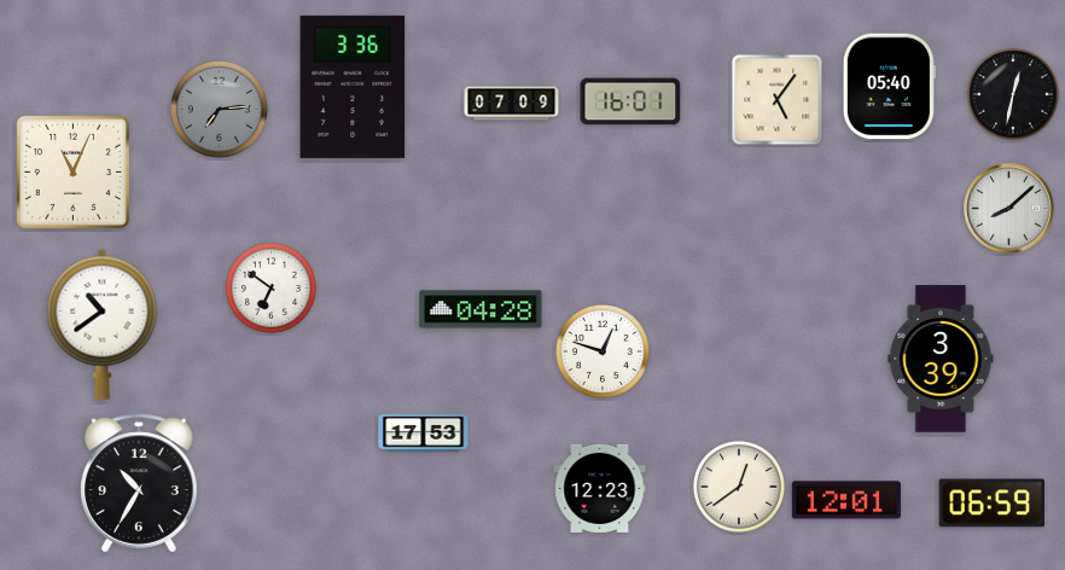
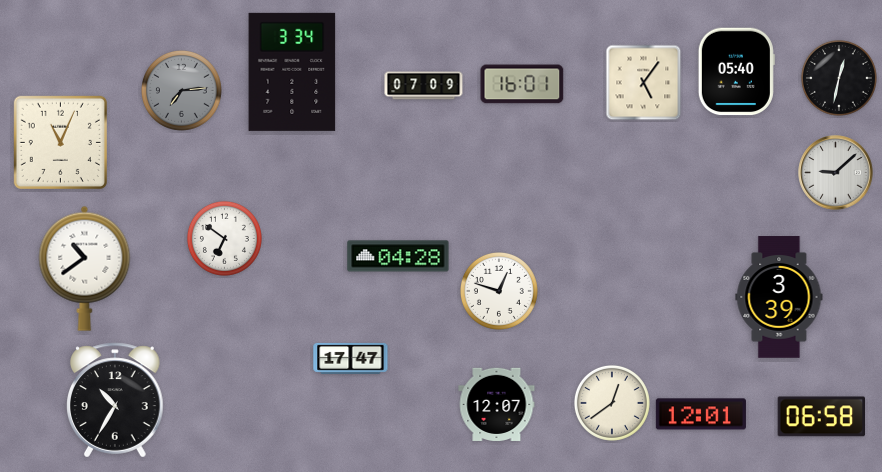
clock at (353, 87): 3:36 -> 3:34
clock at (1009, 209): 8:08 -> 9:08
clock at (424, 432): 17:53 -> 17:47
clock at (600, 488): 12:23 -> 12:07
clock at (993, 504): 06:59 -> 06:58
